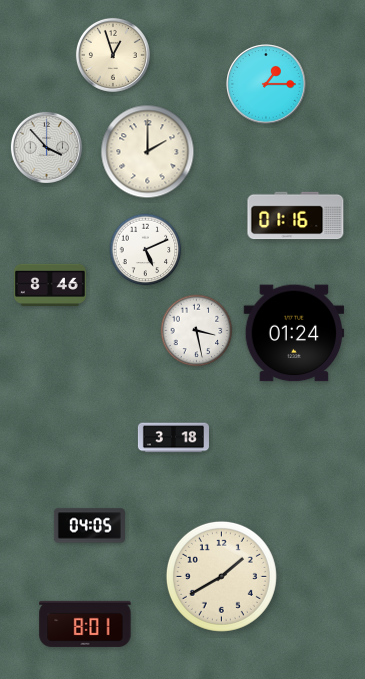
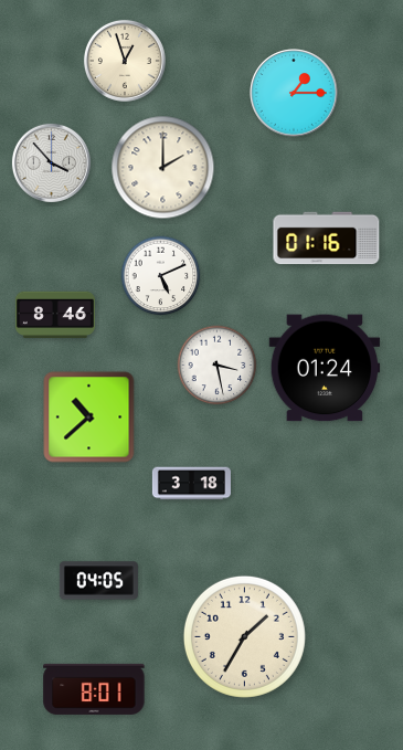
clock at (89, 418): none -> 10:38
clock at (221, 576): 1:40 -> 1:35
